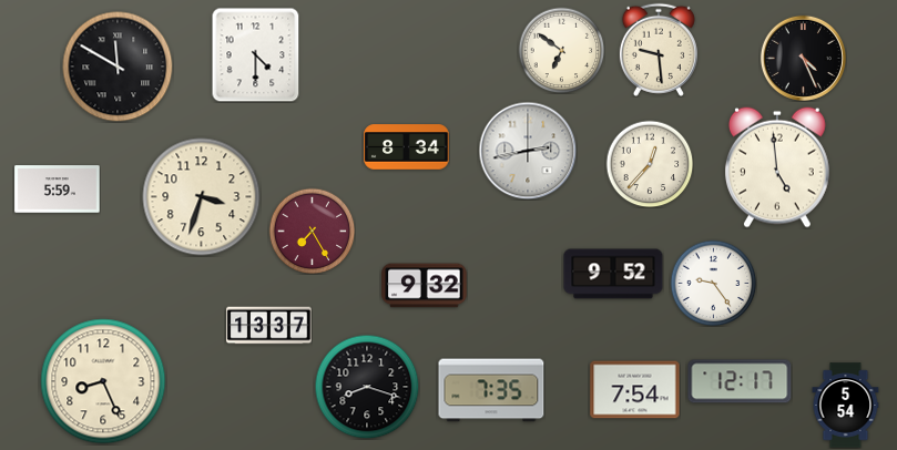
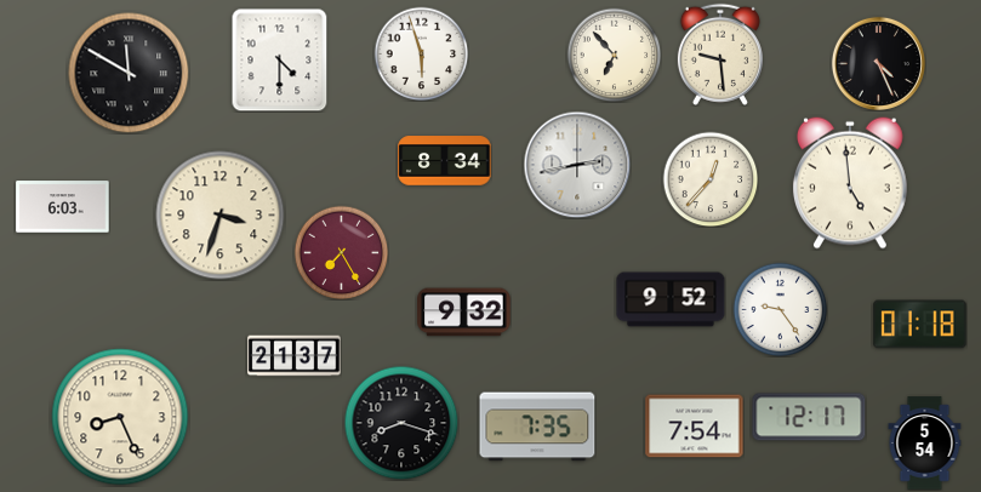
clock at (421, 53): none -> 5:57
clock at (561, 50): 6:51 -> 6:53
clock at (58, 190): 5:59 -> 6:03
clock at (920, 325): none -> 01:18
clock at (269, 326): 13:37 -> 21:37
clock at (103, 381) position: (103, 381) -> (120, 417)
